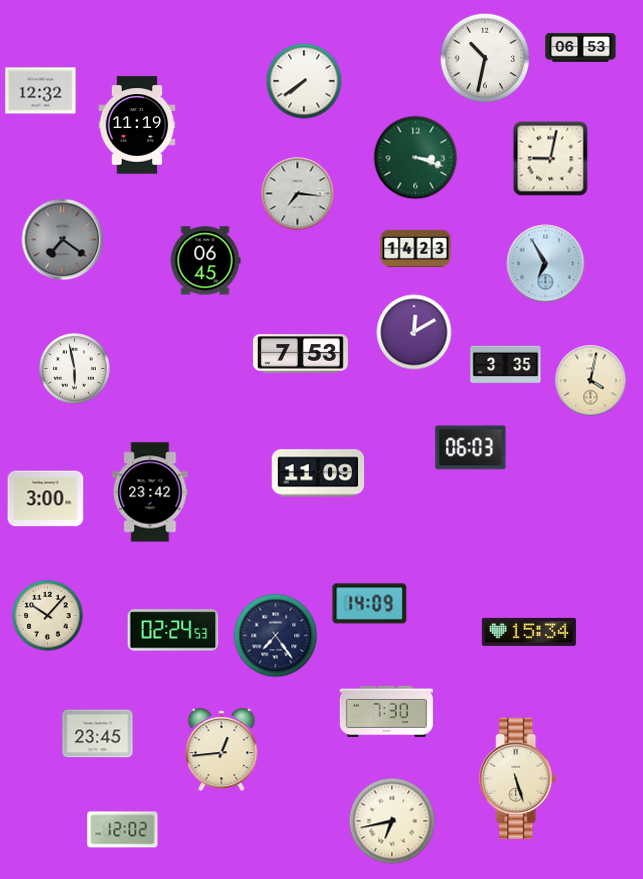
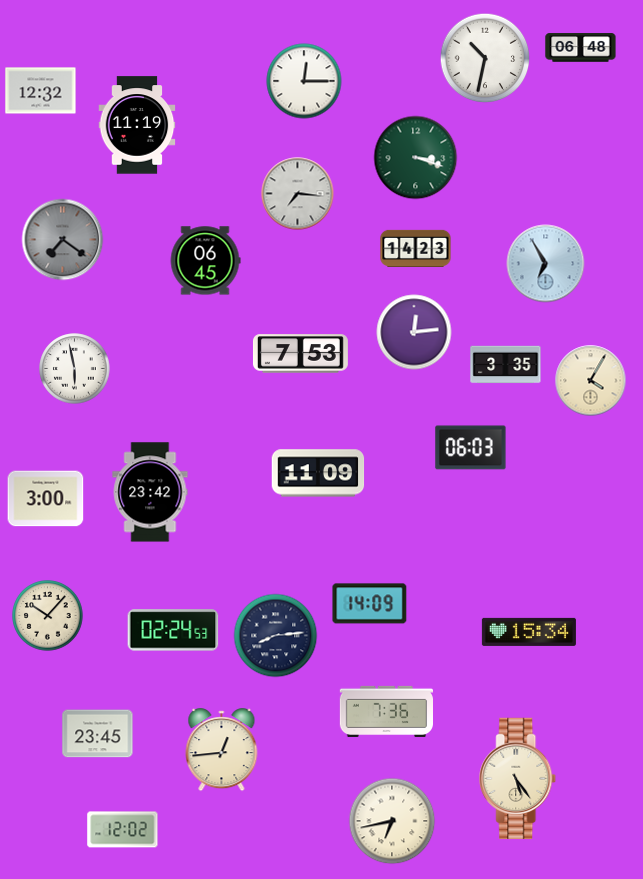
clock at (581, 48): 06:53 -> 06:48
clock at (304, 81): 7:39 -> 12:15
clock at (551, 159): 9:02 -> none
clock at (414, 332): 12:10 -> 12:14
clock at (591, 381): 4:02 -> 4:05
clock at (276, 636): 7:24 -> 8:14
clock at (386, 711): 7:30 -> 7:36
clock at (518, 779): 5:27 -> 5:24
